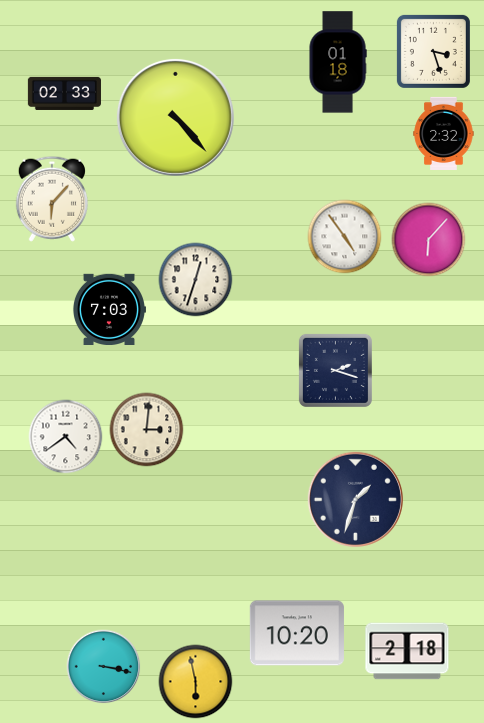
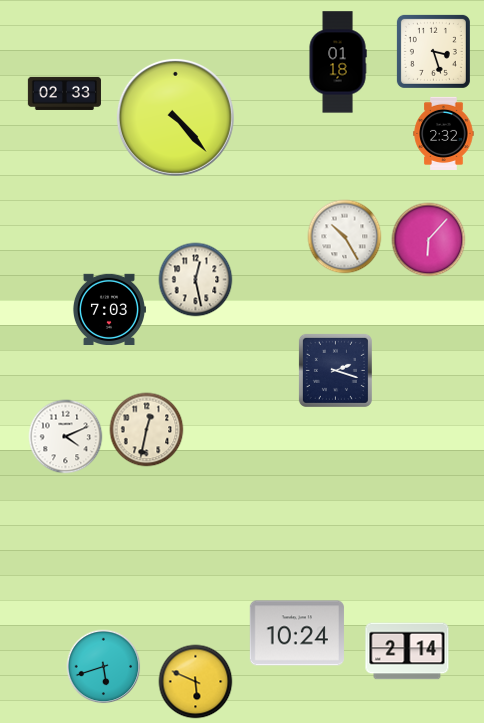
clock at (52, 199): 6:07 -> none
clock at (345, 237): 4:54 -> 10:25
clock at (196, 280): 12:33 -> 12:28
clock at (147, 430): 3:01 -> 12:32
clock at (66, 437): 4:39 -> 4:11
clock at (355, 499): 1:33 -> none
clock at (297, 633): 10:20 -> 10:24
clock at (407, 651): 2:18 -> 2:14
clock at (104, 667): 3:17 -> 5:42
clock at (196, 682): 5:58 -> 5:49
